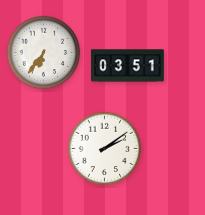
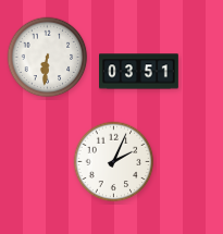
clock at (44, 53): 6:36 -> 6:31
clock at (105, 149): 2:09 -> 2:04
